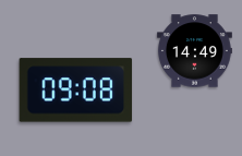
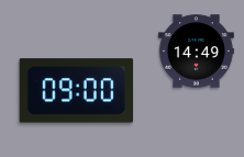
clock at (76, 91): 09:08 -> 09:00
